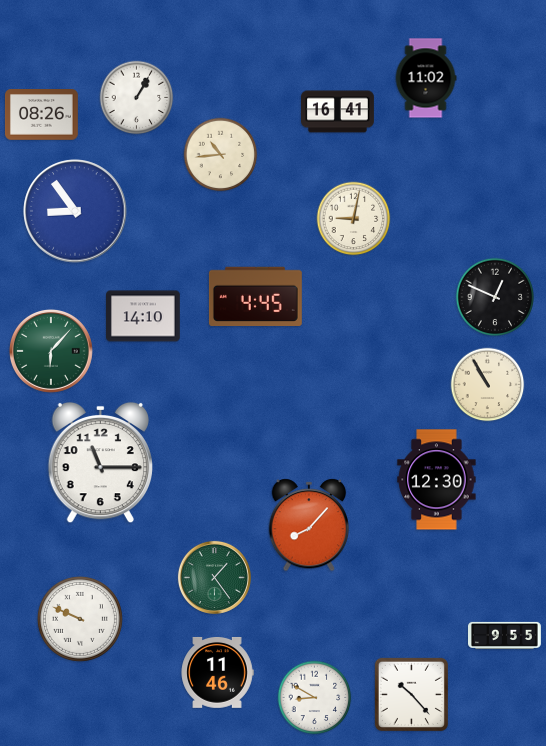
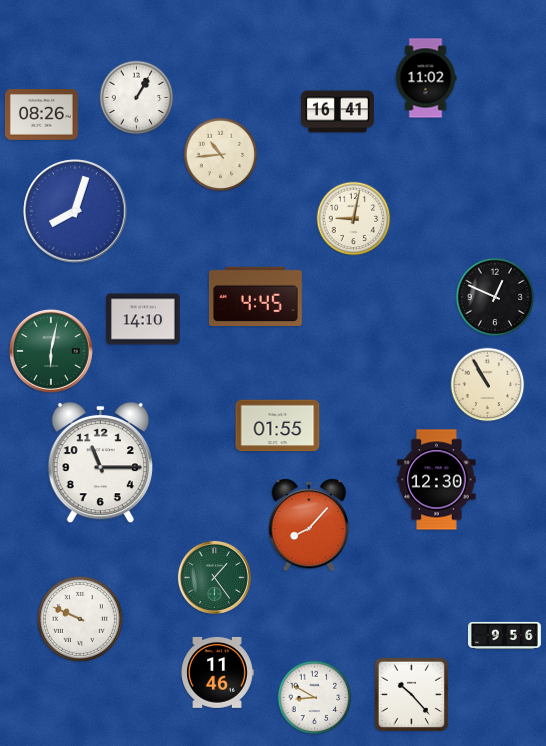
clock at (75, 211): 8:54 -> 8:03
clock at (143, 316) position: (143, 316) -> (143, 319)
clock at (51, 351): 6:07 -> 6:02
clock at (278, 426): none -> 01:55
clock at (505, 635): 9:55 -> 9:56
